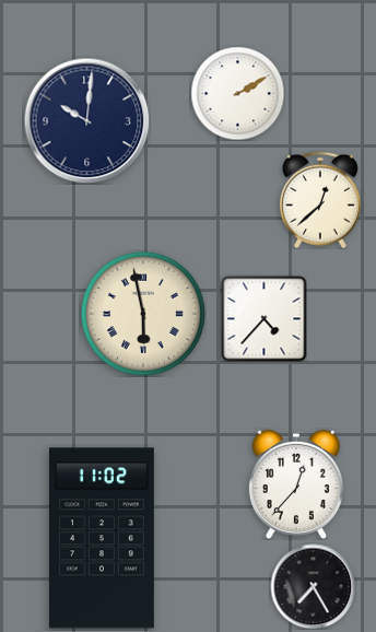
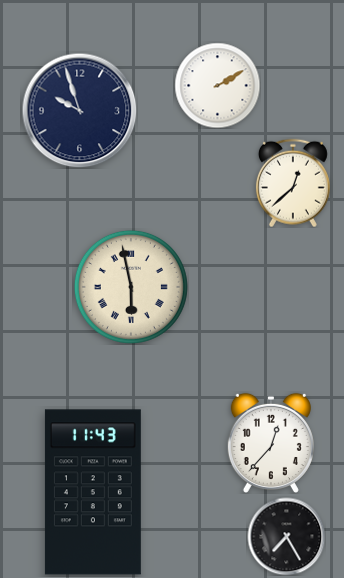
clock at (86, 120): 10:01 -> 9:57
clock at (263, 318): 4:37 -> none
clock at (102, 538): 11:02 -> 11:43
